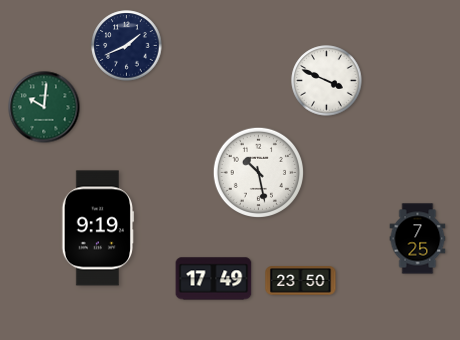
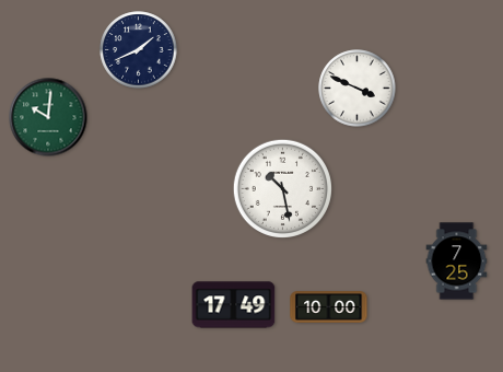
clock at (98, 228): 9:19 -> none
clock at (301, 281): 23:50 -> 10:00
